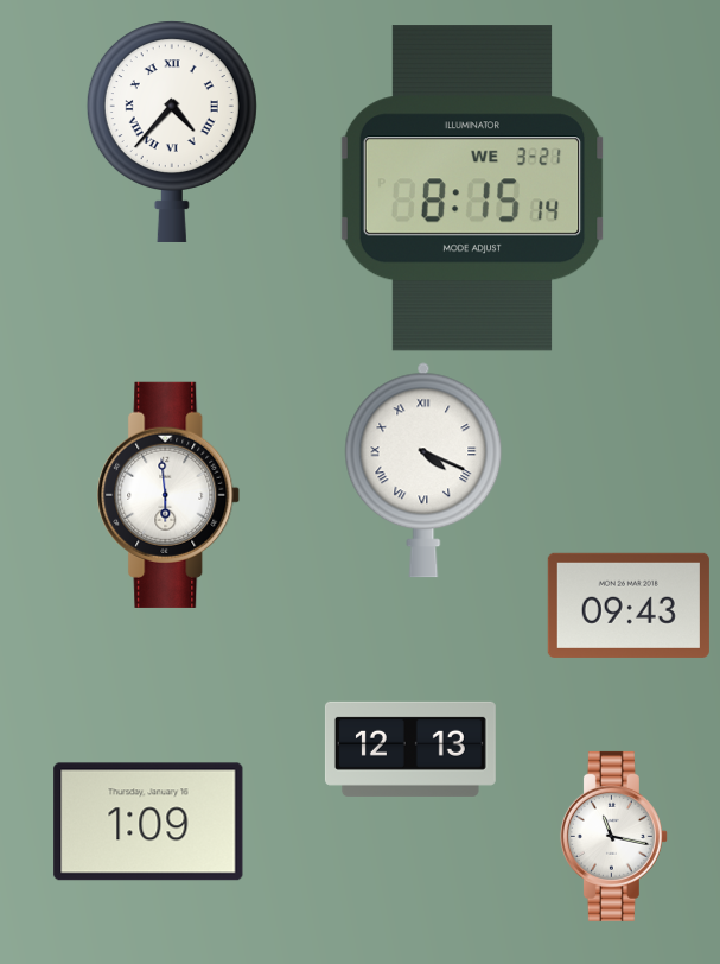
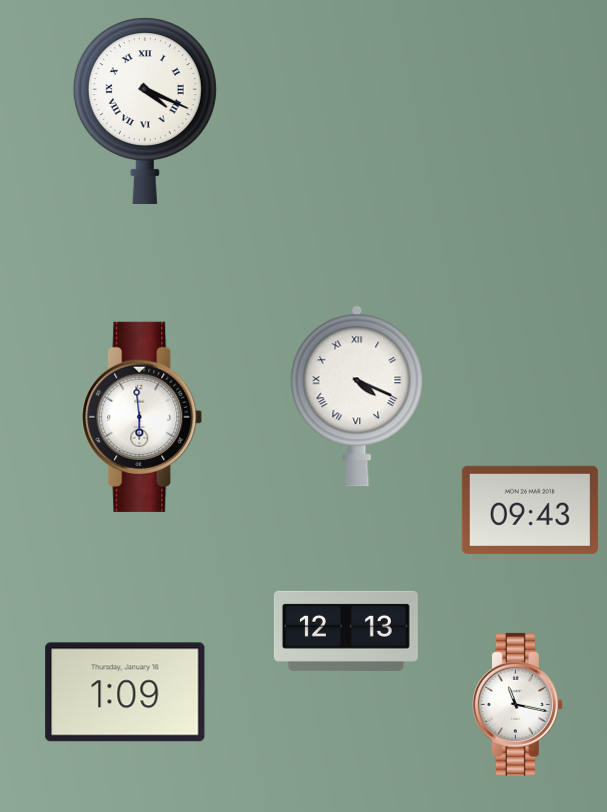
clock at (172, 132): 4:37 -> 4:19
clock at (472, 189): 8:15 -> none
